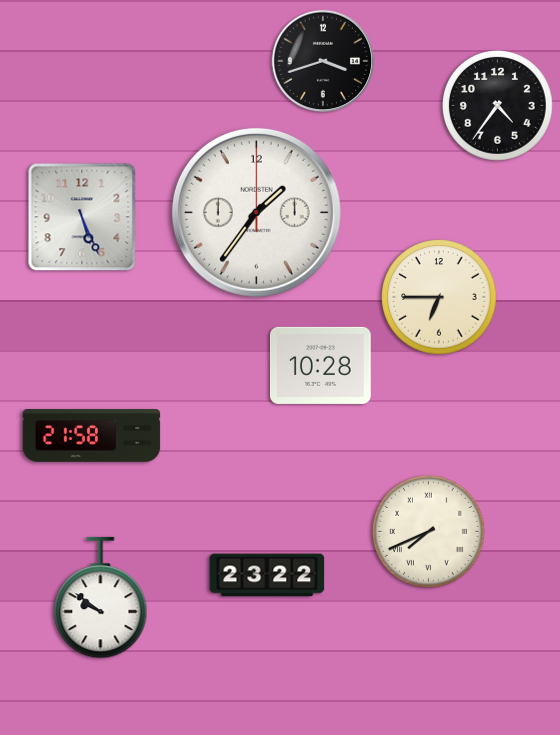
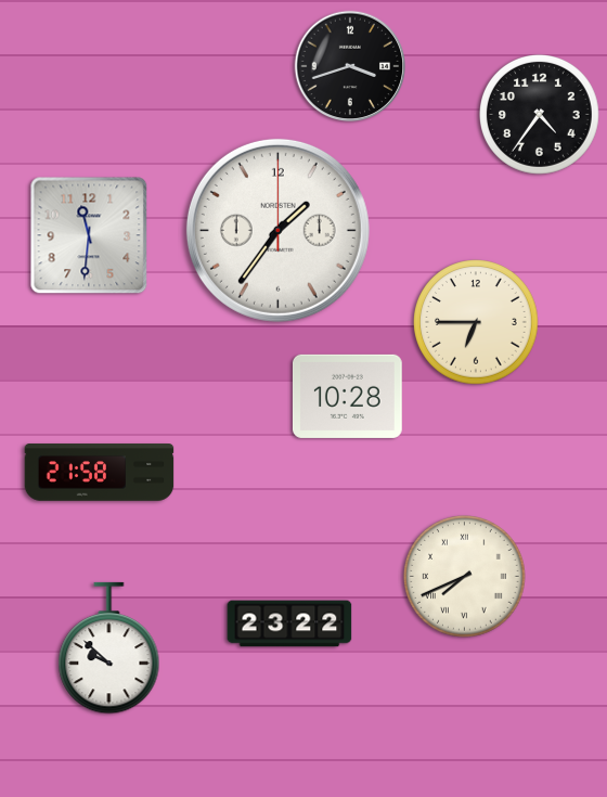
clock at (82, 217): 5:26 -> 11:31
clock at (101, 598): 9:51 -> 9:52
